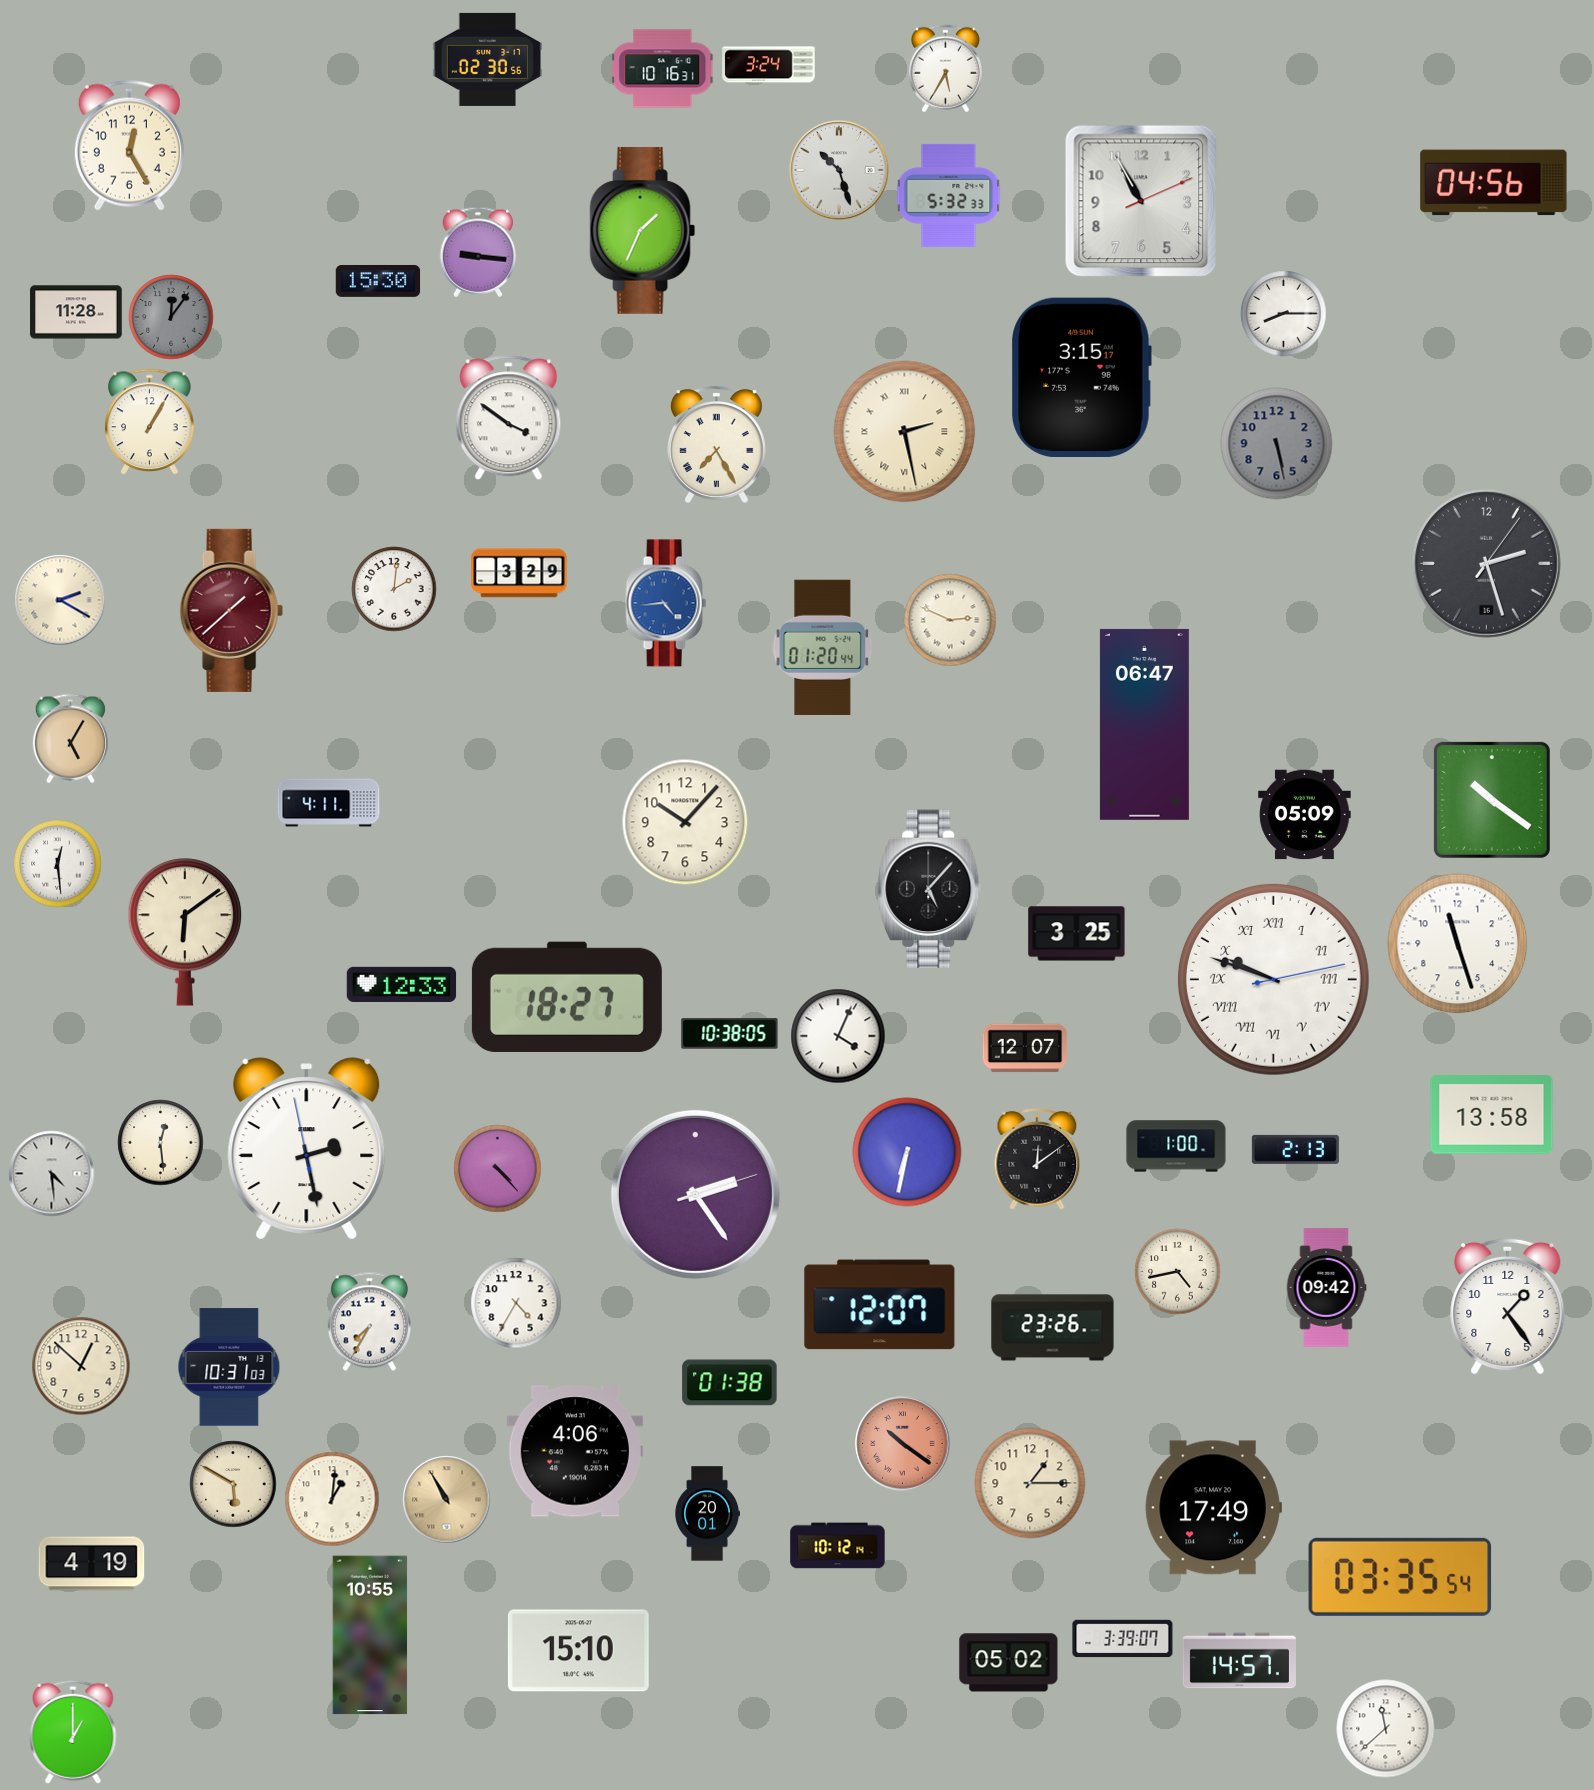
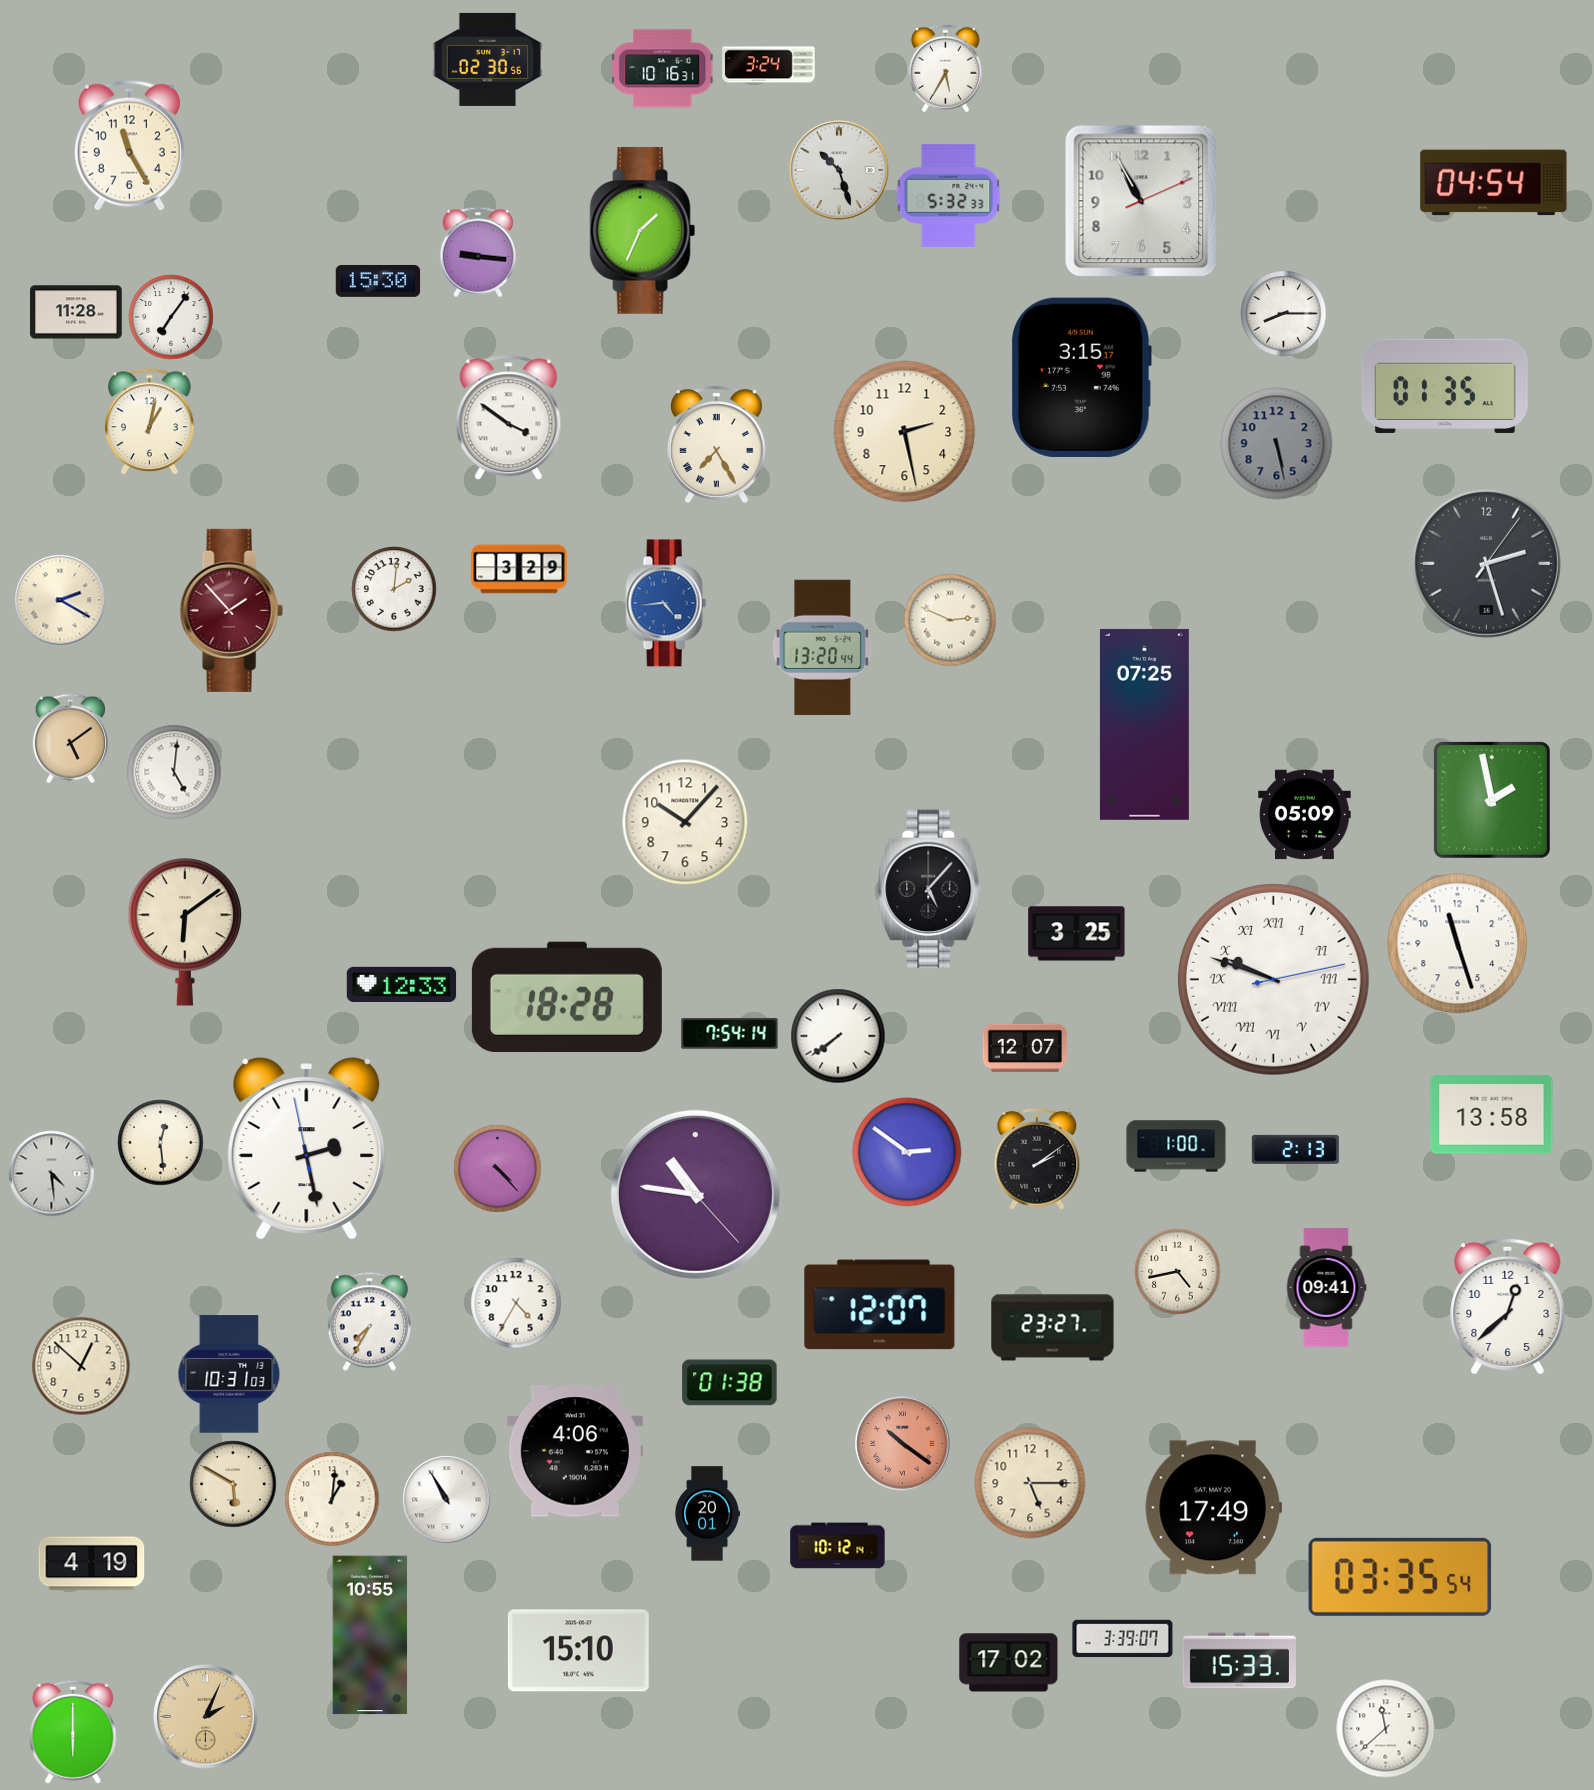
clock at (129, 145): 12:25 -> 11:25
clock at (1494, 183): 04:56 -> 04:54
clock at (171, 317): 12:06 -> 7:06
clock at (171, 317) dial: grey -> white
clock at (1445, 386): none -> 01:35
clock at (150, 422): 1:05 -> 1:02
clock at (905, 432) numerals: Roman -> Arabic
clock at (519, 573) position: (519, 573) -> (519, 569)
clock at (231, 610): 1:38 -> 1:53
clock at (823, 647): 01:20 -> 13:20
clock at (1144, 724): 06:47 -> 07:25
clock at (70, 739): 5:05 -> 5:09
clock at (174, 772): none -> 5:01
clock at (1492, 800): 10:21 -> 1:58
clock at (329, 803): 4:11 -> none
clock at (58, 864): 12:29 -> none
clock at (567, 997): 18:27 -> 18:28
clock at (730, 1034): 10:38 -> 7:54
clock at (838, 1036): 4:04 -> 7:39
clock at (907, 1152): 6:32 -> 2:51
clock at (1037, 1160): 12:09 -> 2:09
clock at (695, 1194): 2:24 -> 10:46
clock at (1326, 1288): 09:42 -> 09:41
clock at (1508, 1306): 1:24 -> 12:38
clock at (1053, 1328): 23:26 -> 23:27
clock at (229, 1367) position: (229, 1367) -> (229, 1374)
clock at (1030, 1483): 1:15 -> 5:15
clock at (447, 1500) dial: champagne -> white
clock at (1239, 1661): 14:57 -> 15:33
clock at (1009, 1663): 05:02 -> 17:02
clock at (206, 1717): none -> 2:04
clock at (73, 1732): 1:00 -> 6:00
